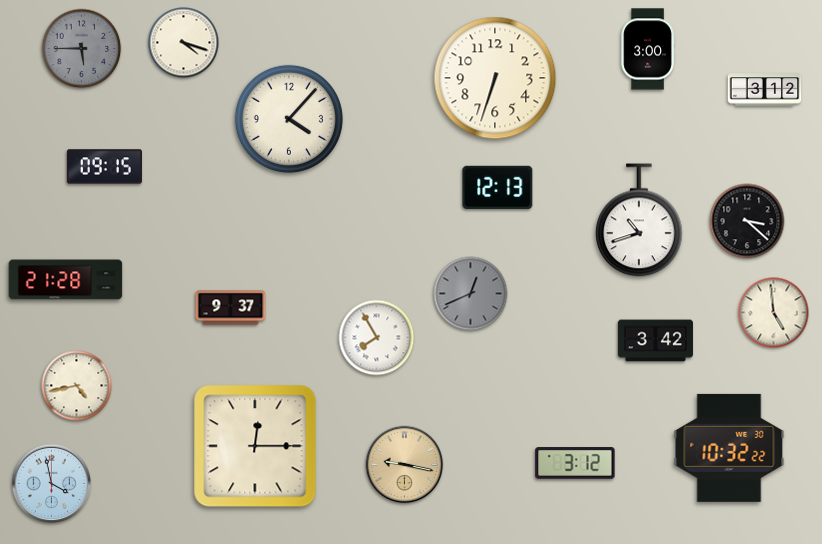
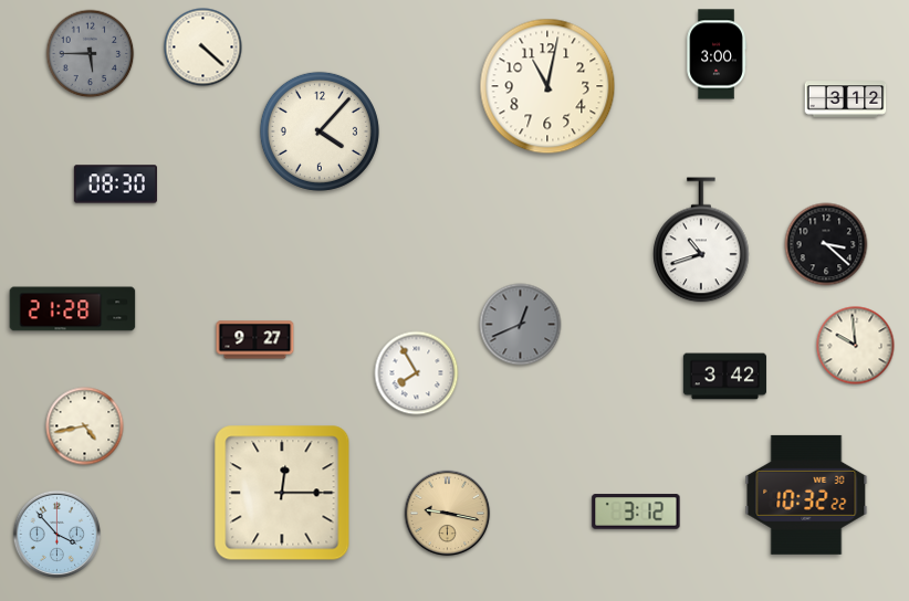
clock at (184, 43): 4:18 -> 4:22
clock at (495, 78): 6:33 -> 11:02
clock at (104, 167): 09:15 -> 08:30
clock at (498, 187): 12:13 -> none
clock at (640, 220) position: (640, 220) -> (702, 240)
clock at (231, 308): 9:37 -> 9:27
clock at (774, 313): 4:59 -> 9:59
clock at (52, 484): 3:58 -> 3:53
